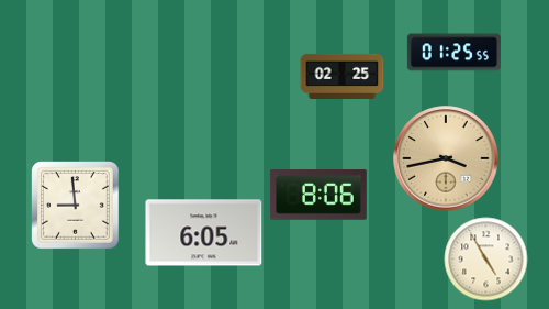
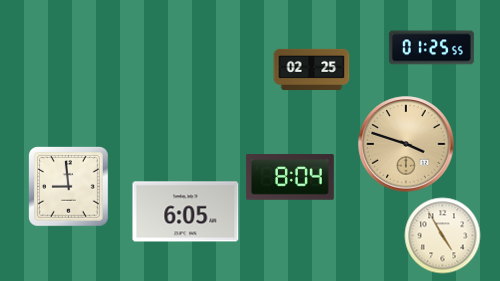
clock at (453, 53) position: (453, 53) -> (431, 48)
clock at (446, 158): 3:43 -> 3:48
clock at (318, 195): 8:06 -> 8:04
